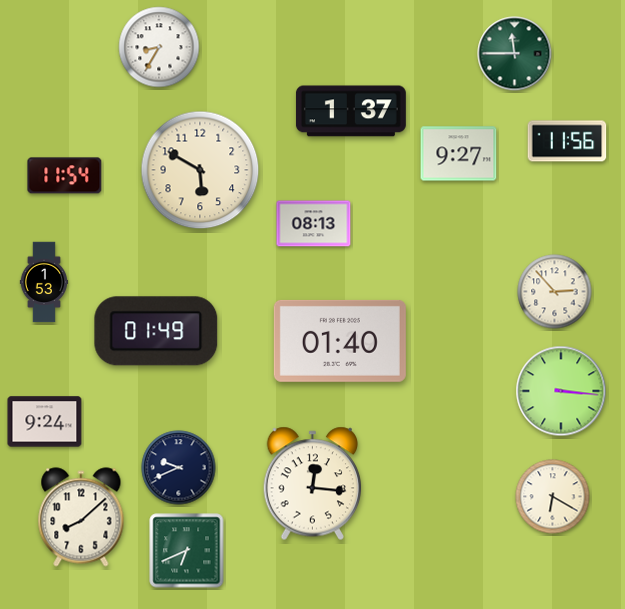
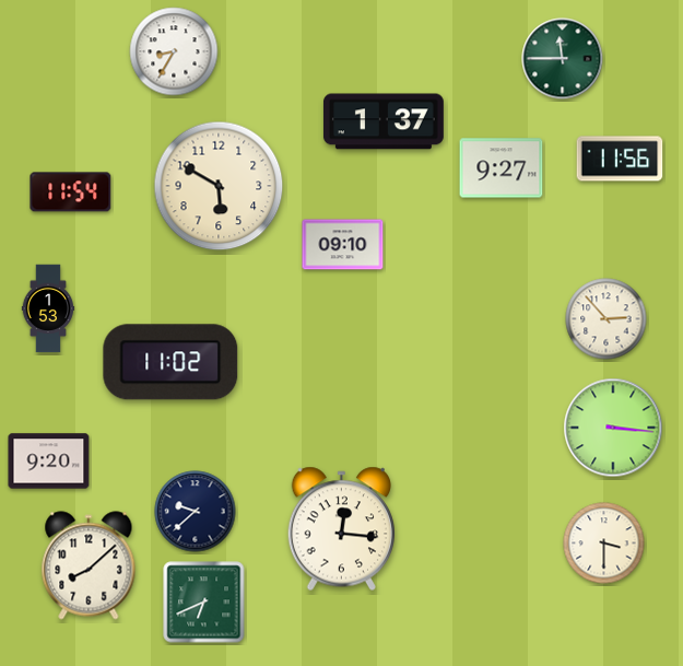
clock at (567, 141) position: (567, 141) -> (620, 159)
clock at (314, 224): 08:13 -> 09:10
clock at (156, 331): 01:49 -> 11:02
clock at (340, 341): 01:40 -> none
clock at (45, 422): 9:24 -> 9:20
clock at (179, 468): 9:41 -> 9:38
clock at (553, 497): 6:20 -> 3:30
